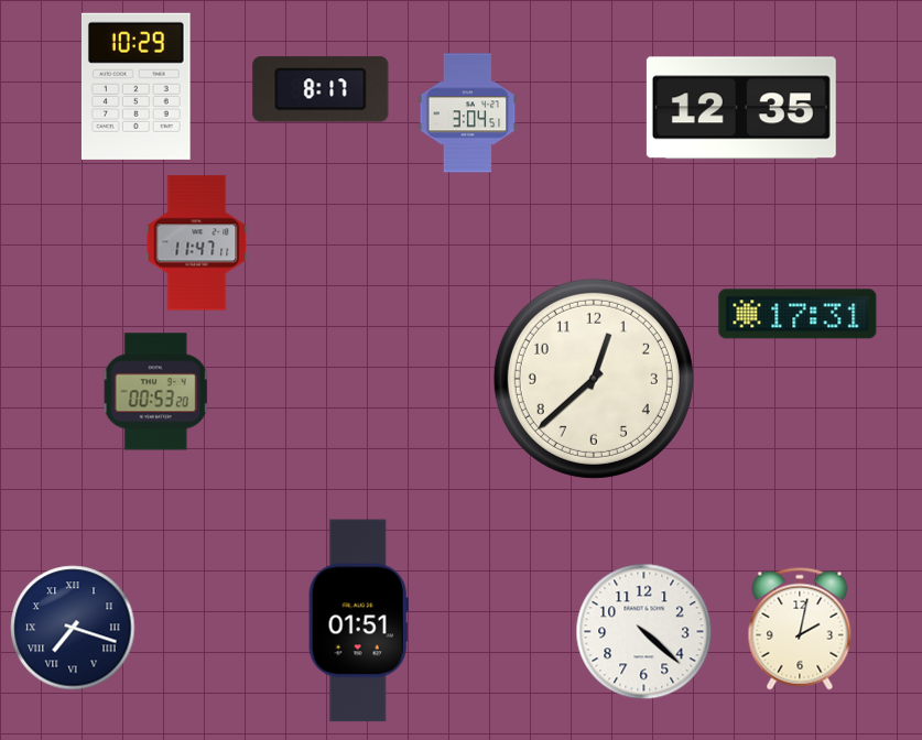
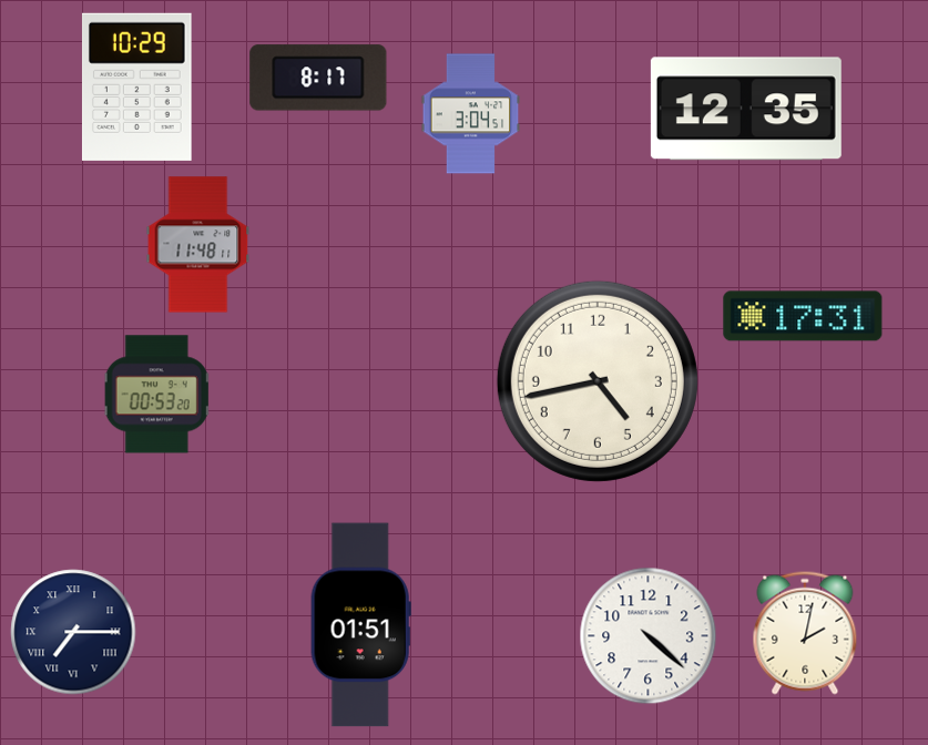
clock at (321, 89) position: (321, 89) -> (318, 78)
clock at (197, 243): 11:47 -> 11:48
clock at (594, 379): 12:38 -> 4:43
clock at (73, 628): 7:18 -> 7:15
